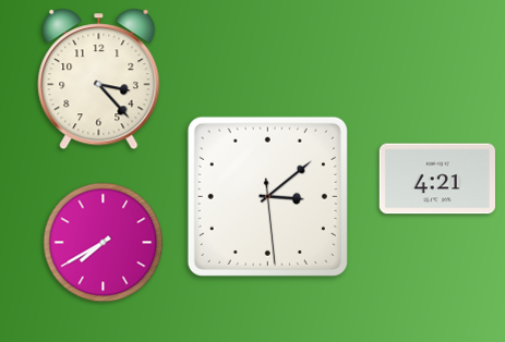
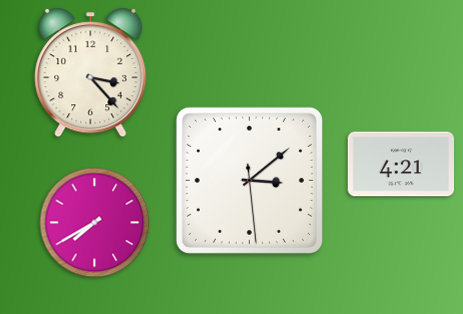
clock at (267, 196) position: (267, 196) -> (249, 180)
